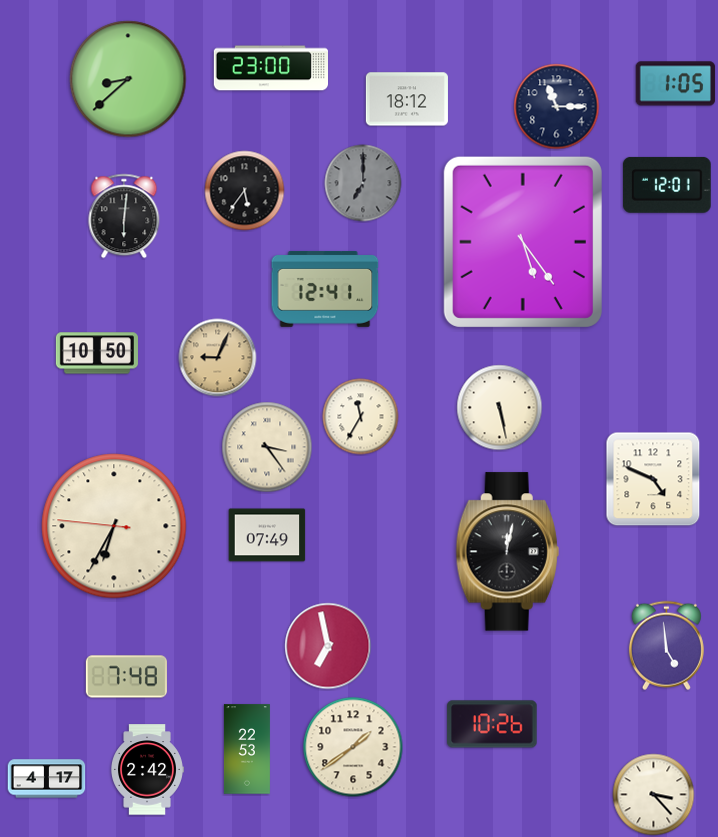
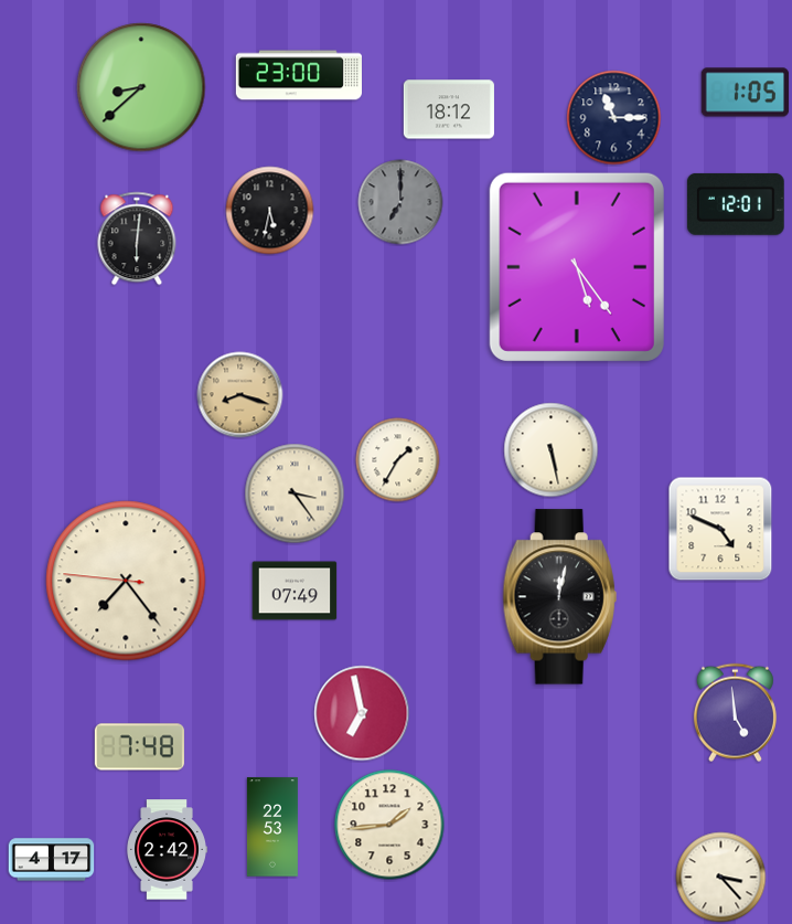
clock at (245, 191): 5:36 -> 5:32
clock at (325, 290): 12:41 -> none
clock at (97, 353): 10:50 -> none
clock at (218, 358): 9:04 -> 8:18
clock at (361, 417): 11:35 -> 1:35
clock at (114, 526): 6:34 -> 7:23
clock at (507, 552) position: (507, 552) -> (559, 597)
clock at (492, 724): 10:26 -> none
clock at (353, 747): 1:39 -> 1:44
clock at (147, 770) position: (147, 770) -> (167, 850)
